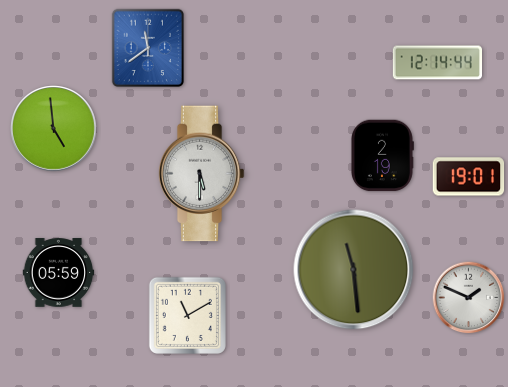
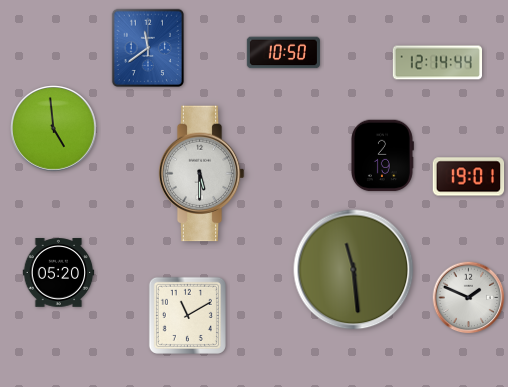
clock at (283, 53): none -> 10:50
clock at (59, 273): 05:59 -> 05:20
